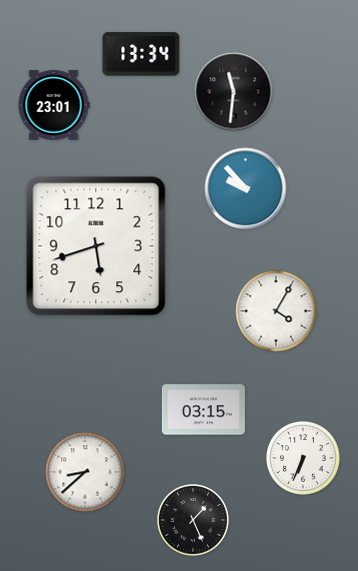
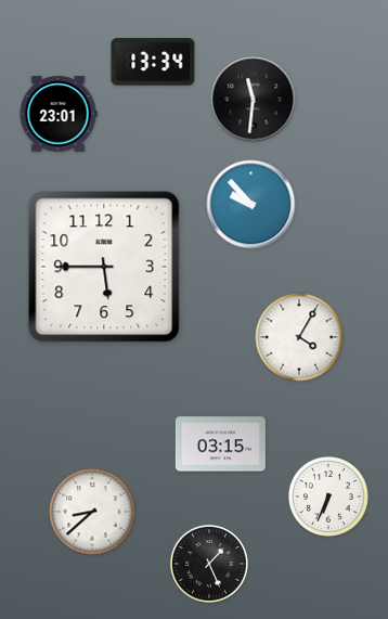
clock at (141, 54) position: (141, 54) -> (153, 62)
clock at (246, 189) position: (246, 189) -> (251, 205)
clock at (96, 246): 5:42 -> 5:45
